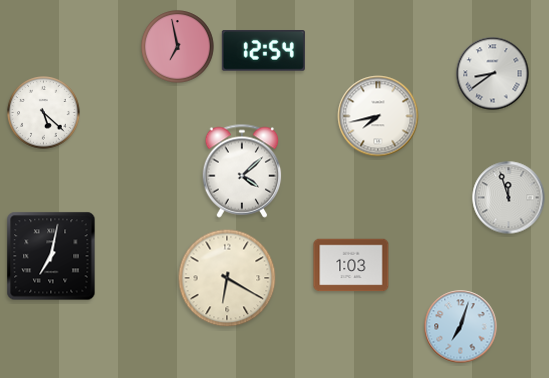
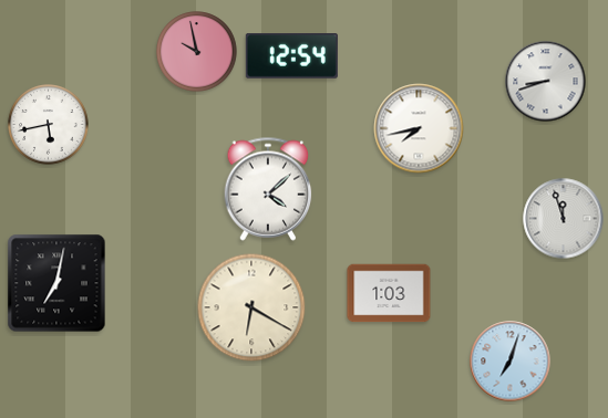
clock at (178, 47): 6:58 -> 9:58
clock at (493, 74): 8:39 -> 8:42
clock at (44, 113): 5:22 -> 5:43
